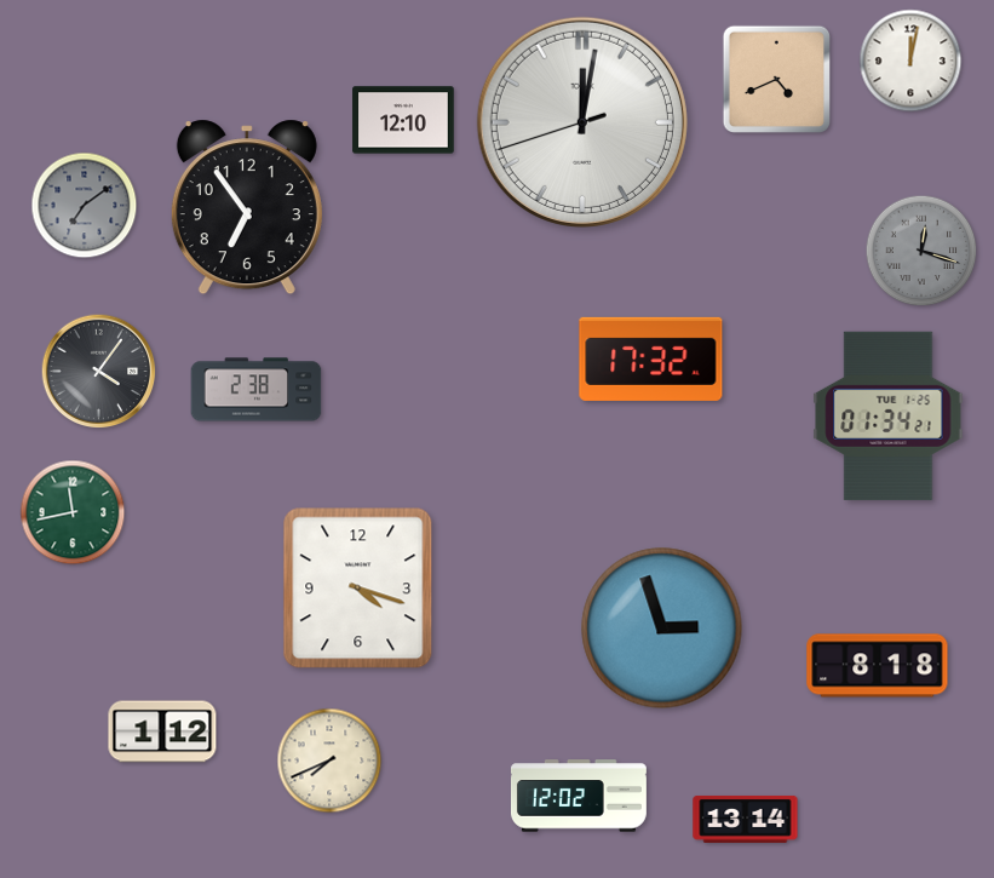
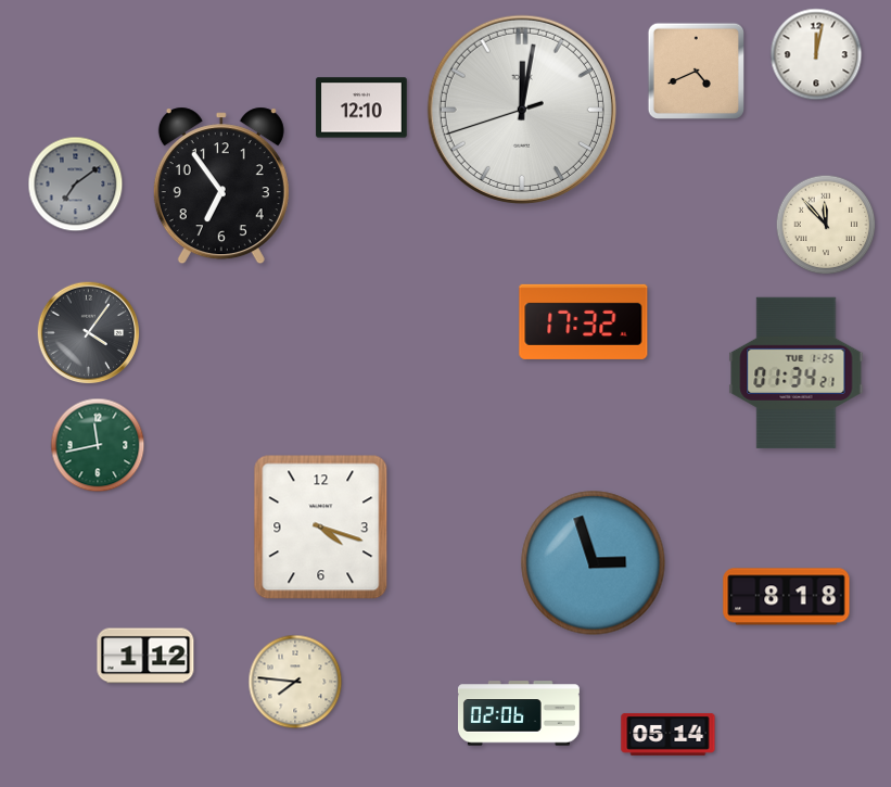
clock at (921, 251): 12:18 -> 11:53
clock at (921, 251) dial: grey -> cream
clock at (257, 390): 2:38 -> none
clock at (73, 512) position: (73, 512) -> (98, 445)
clock at (329, 761): 7:41 -> 7:46
clock at (579, 796): 12:02 -> 02:06
clock at (746, 819): 13:14 -> 05:14
